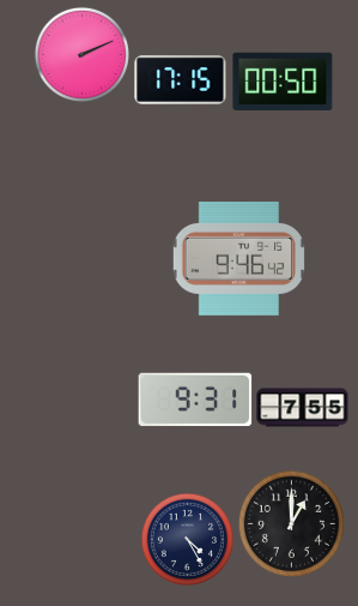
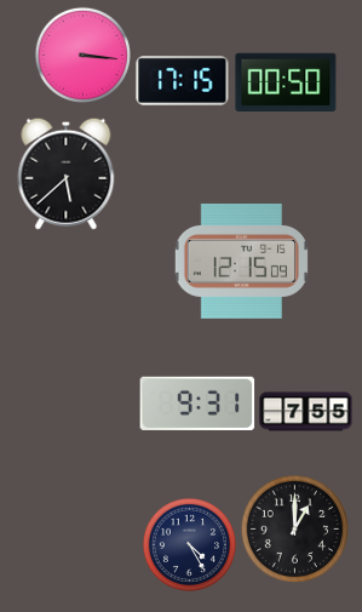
clock at (81, 54): 2:11 -> 3:16
clock at (67, 173): none -> 5:38
clock at (238, 259): 9:46 -> 12:15
